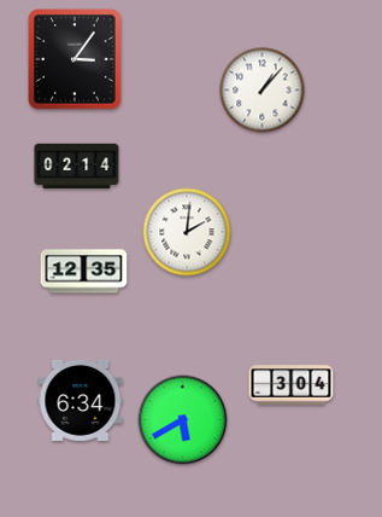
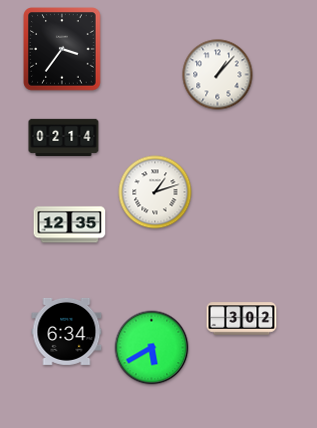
clock at (75, 59): 3:06 -> 3:36
clock at (187, 232): 2:01 -> 1:12
clock at (292, 385): 3:04 -> 3:02
